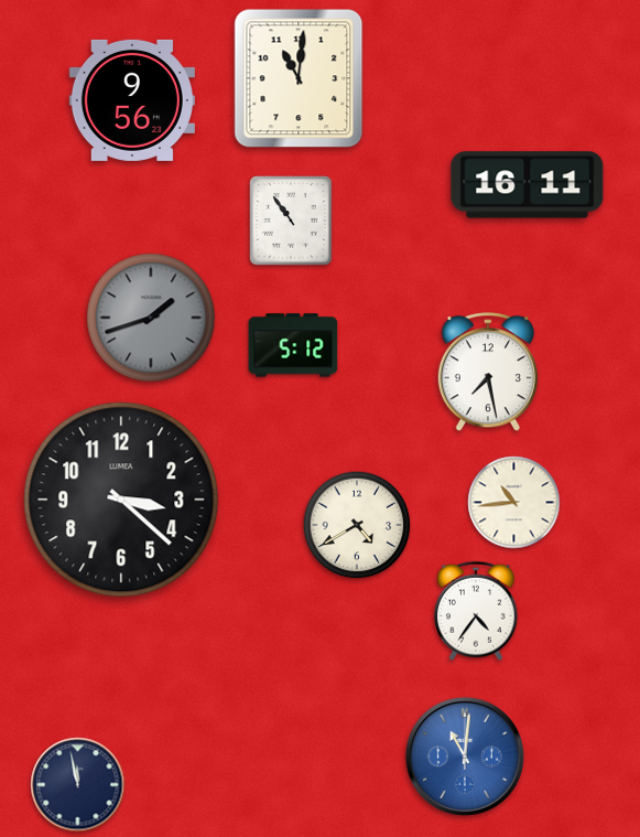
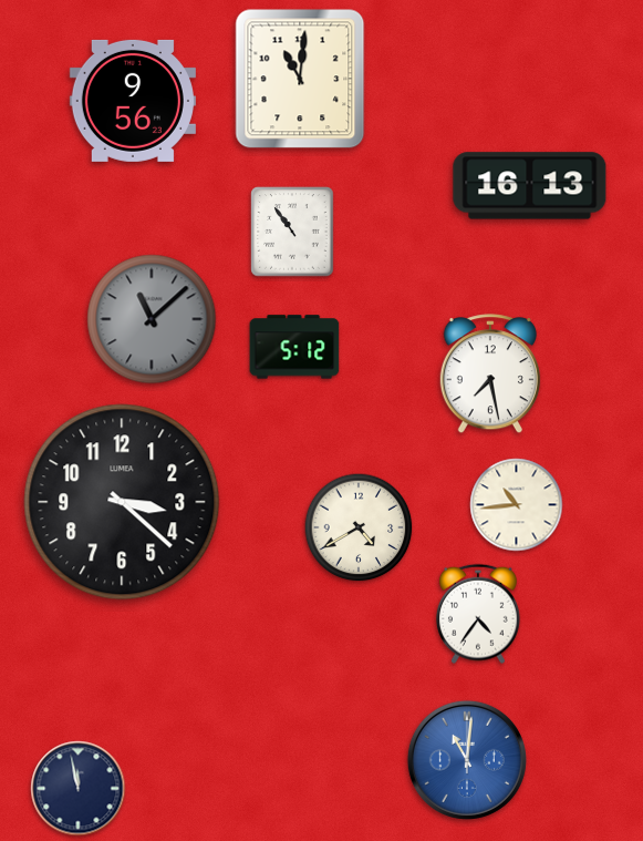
clock at (528, 185): 16:11 -> 16:13
clock at (291, 221) position: (291, 221) -> (292, 232)
clock at (151, 318): 1:42 -> 11:08
